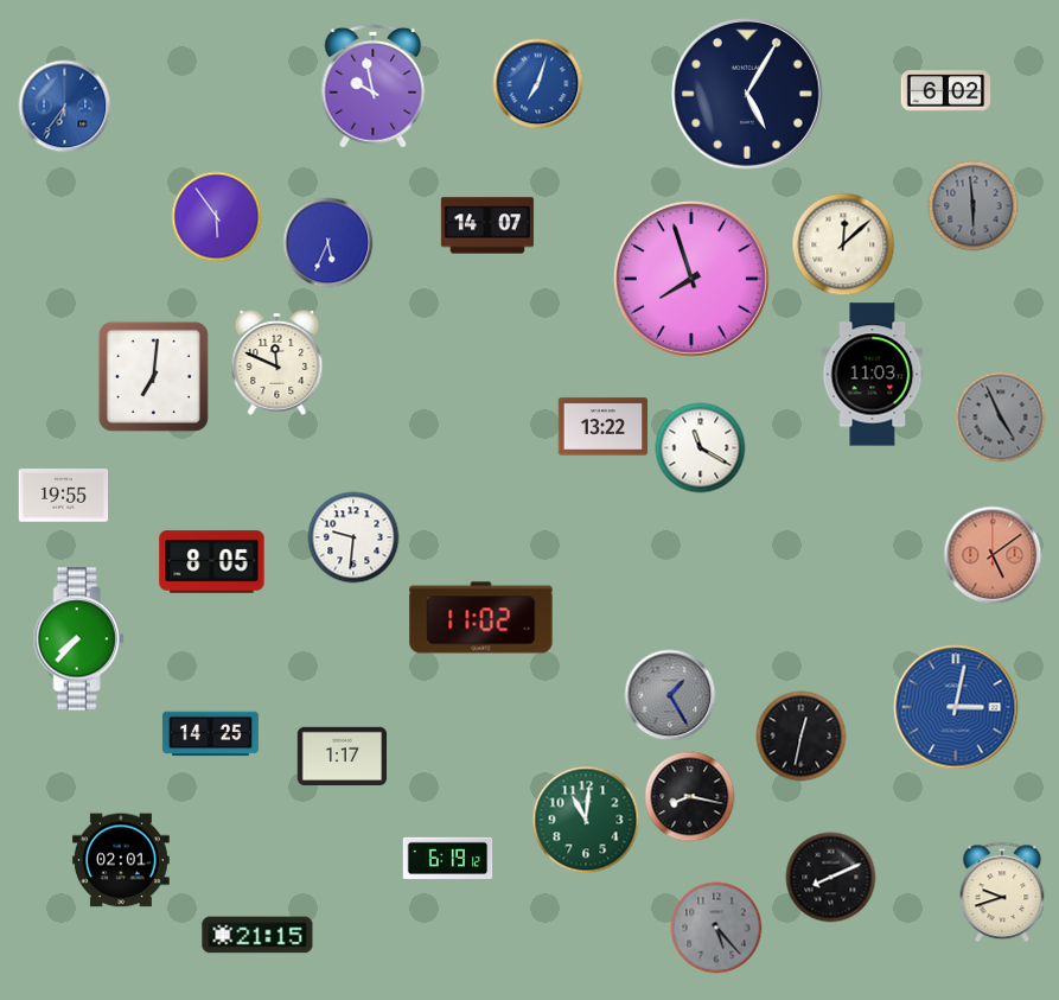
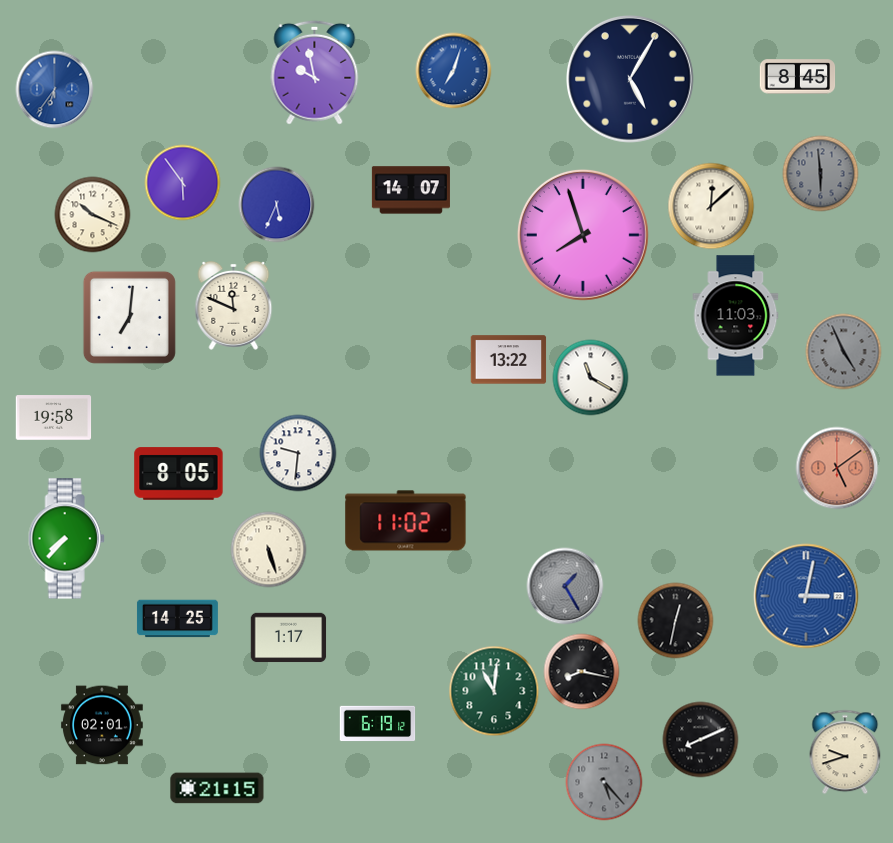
clock at (946, 91): 6:02 -> 8:45
clock at (93, 215): none -> 10:19
clock at (64, 496): 19:55 -> 19:58
clock at (269, 550): none -> 5:27
